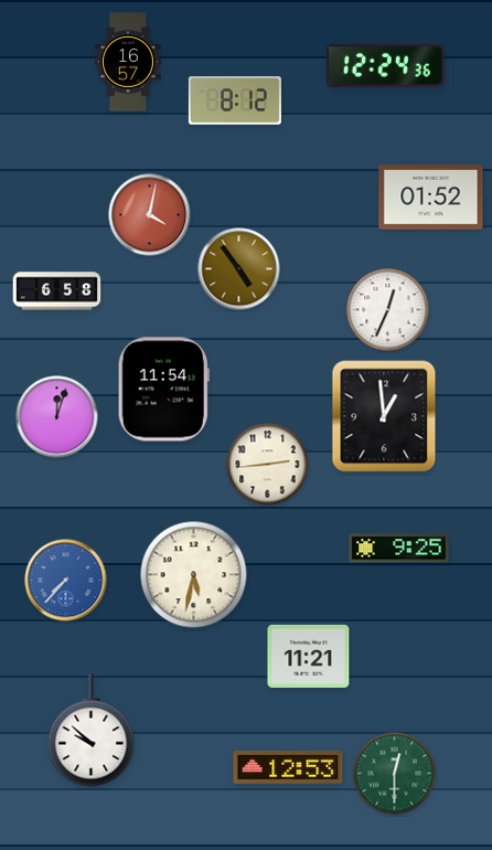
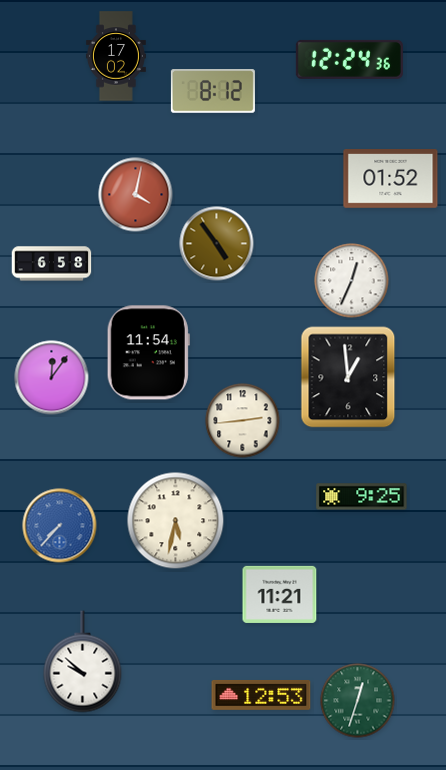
clock at (128, 62): 16:57 -> 17:02
clock at (57, 417): 12:03 -> 12:06
clock at (395, 774): 12:30 -> 12:33
